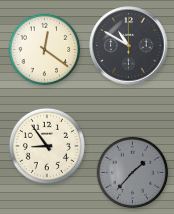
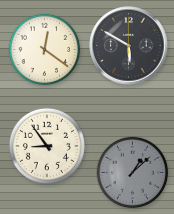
clock at (129, 46): 10:50 -> 5:50
clock at (133, 173): 1:37 -> 1:08
